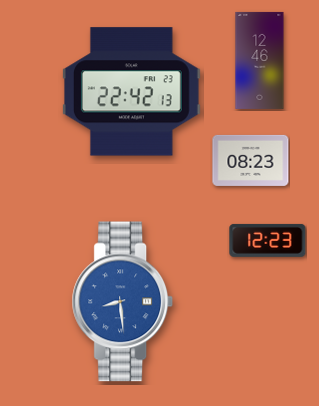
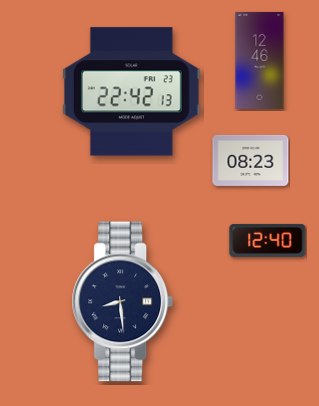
clock at (268, 240): 12:23 -> 12:40
clock at (123, 302) dial: blue -> navy
